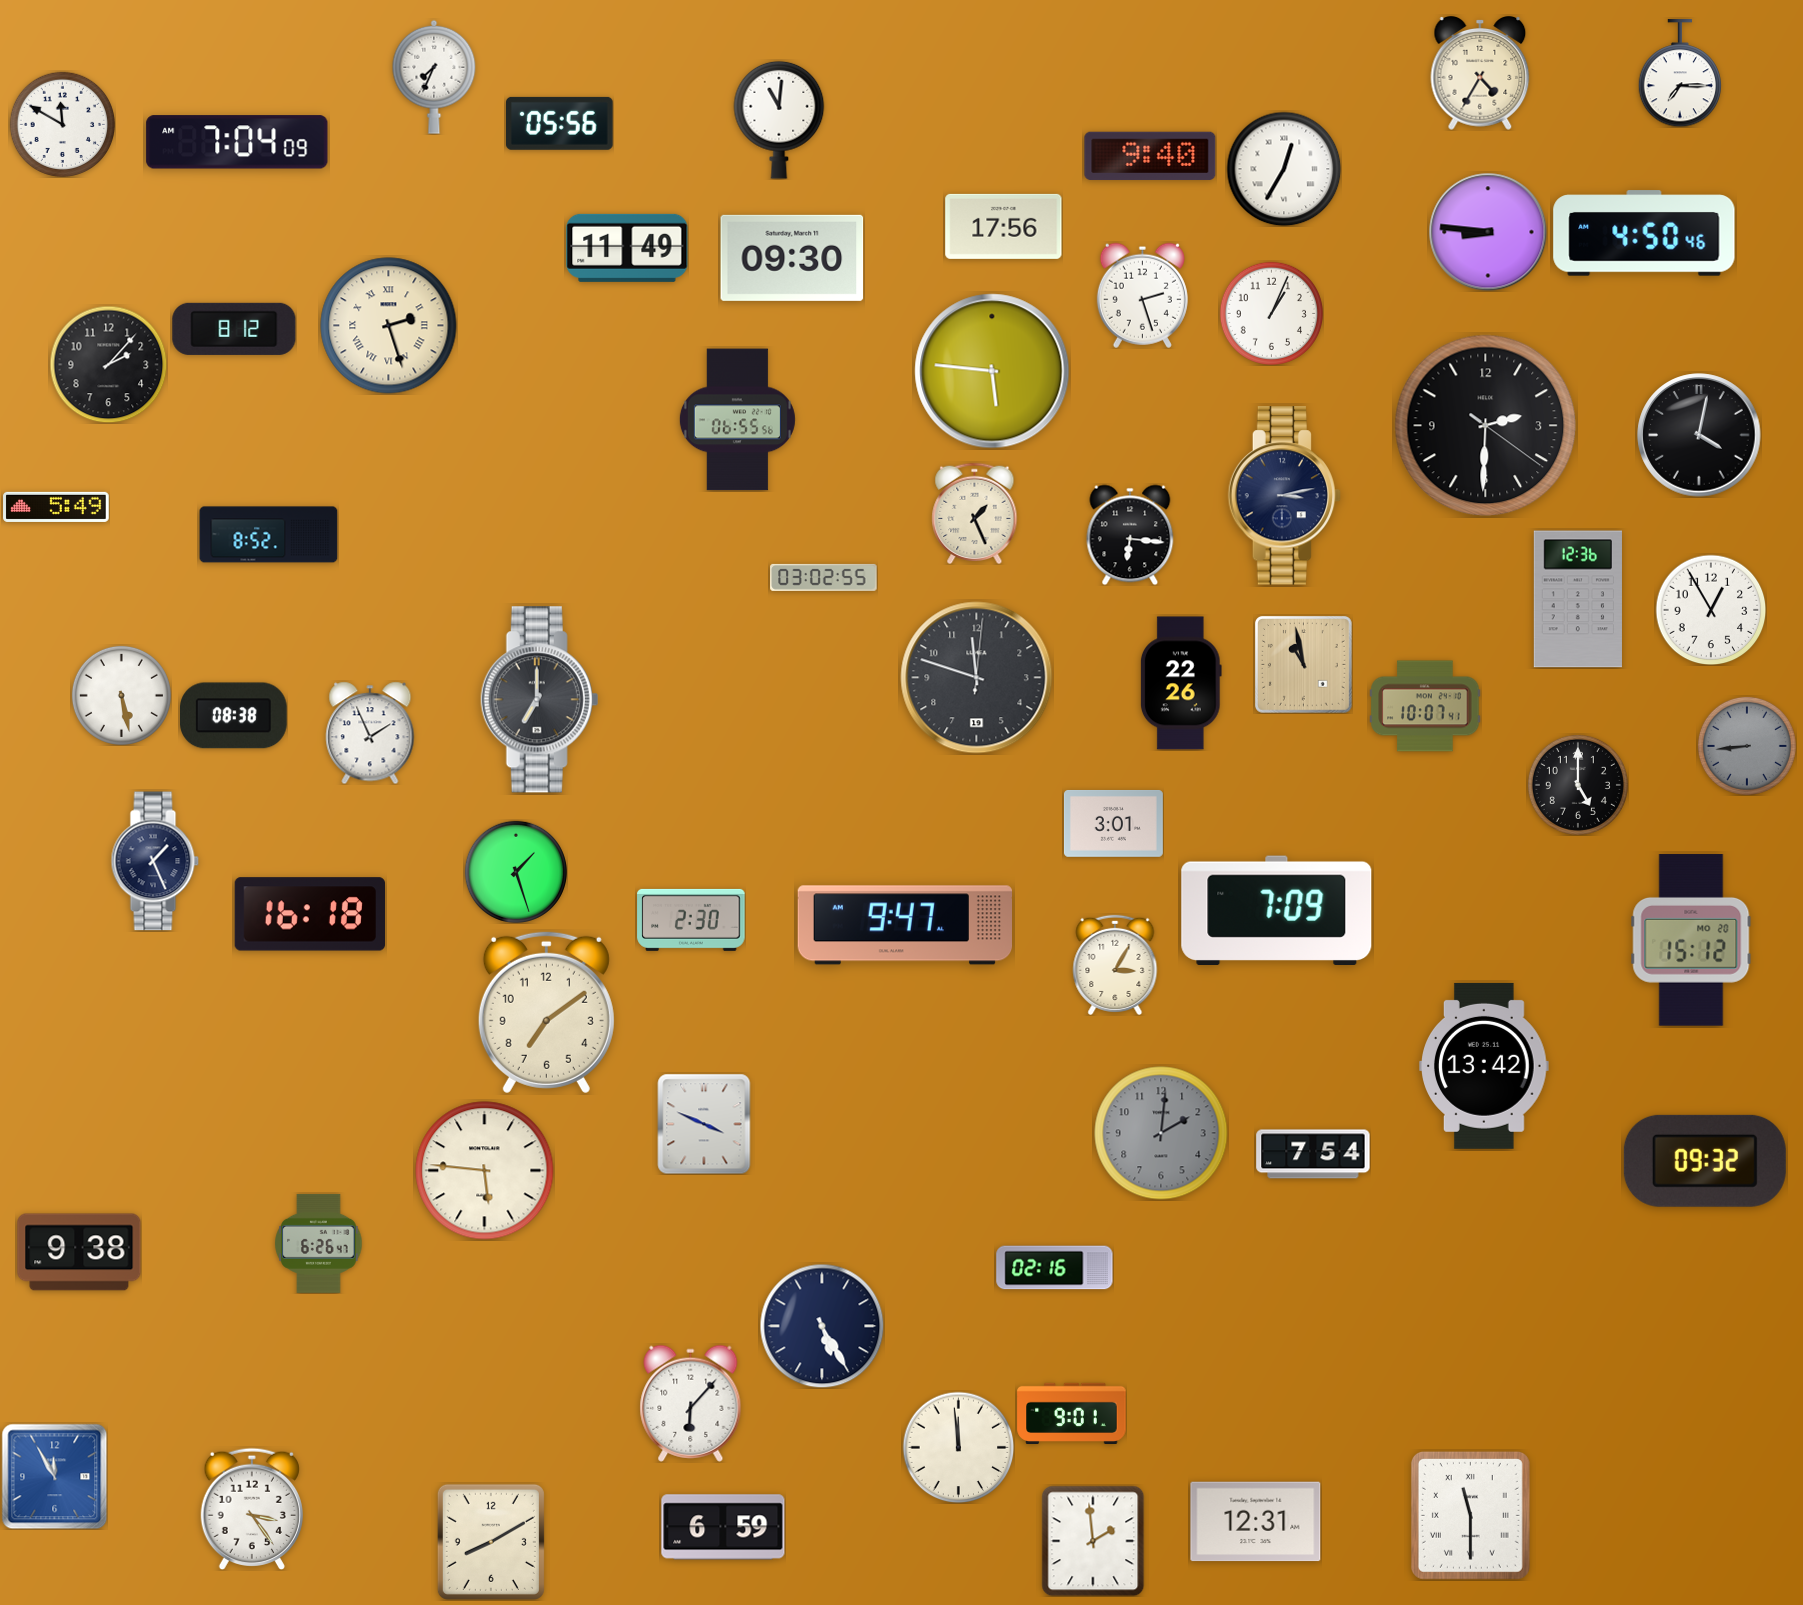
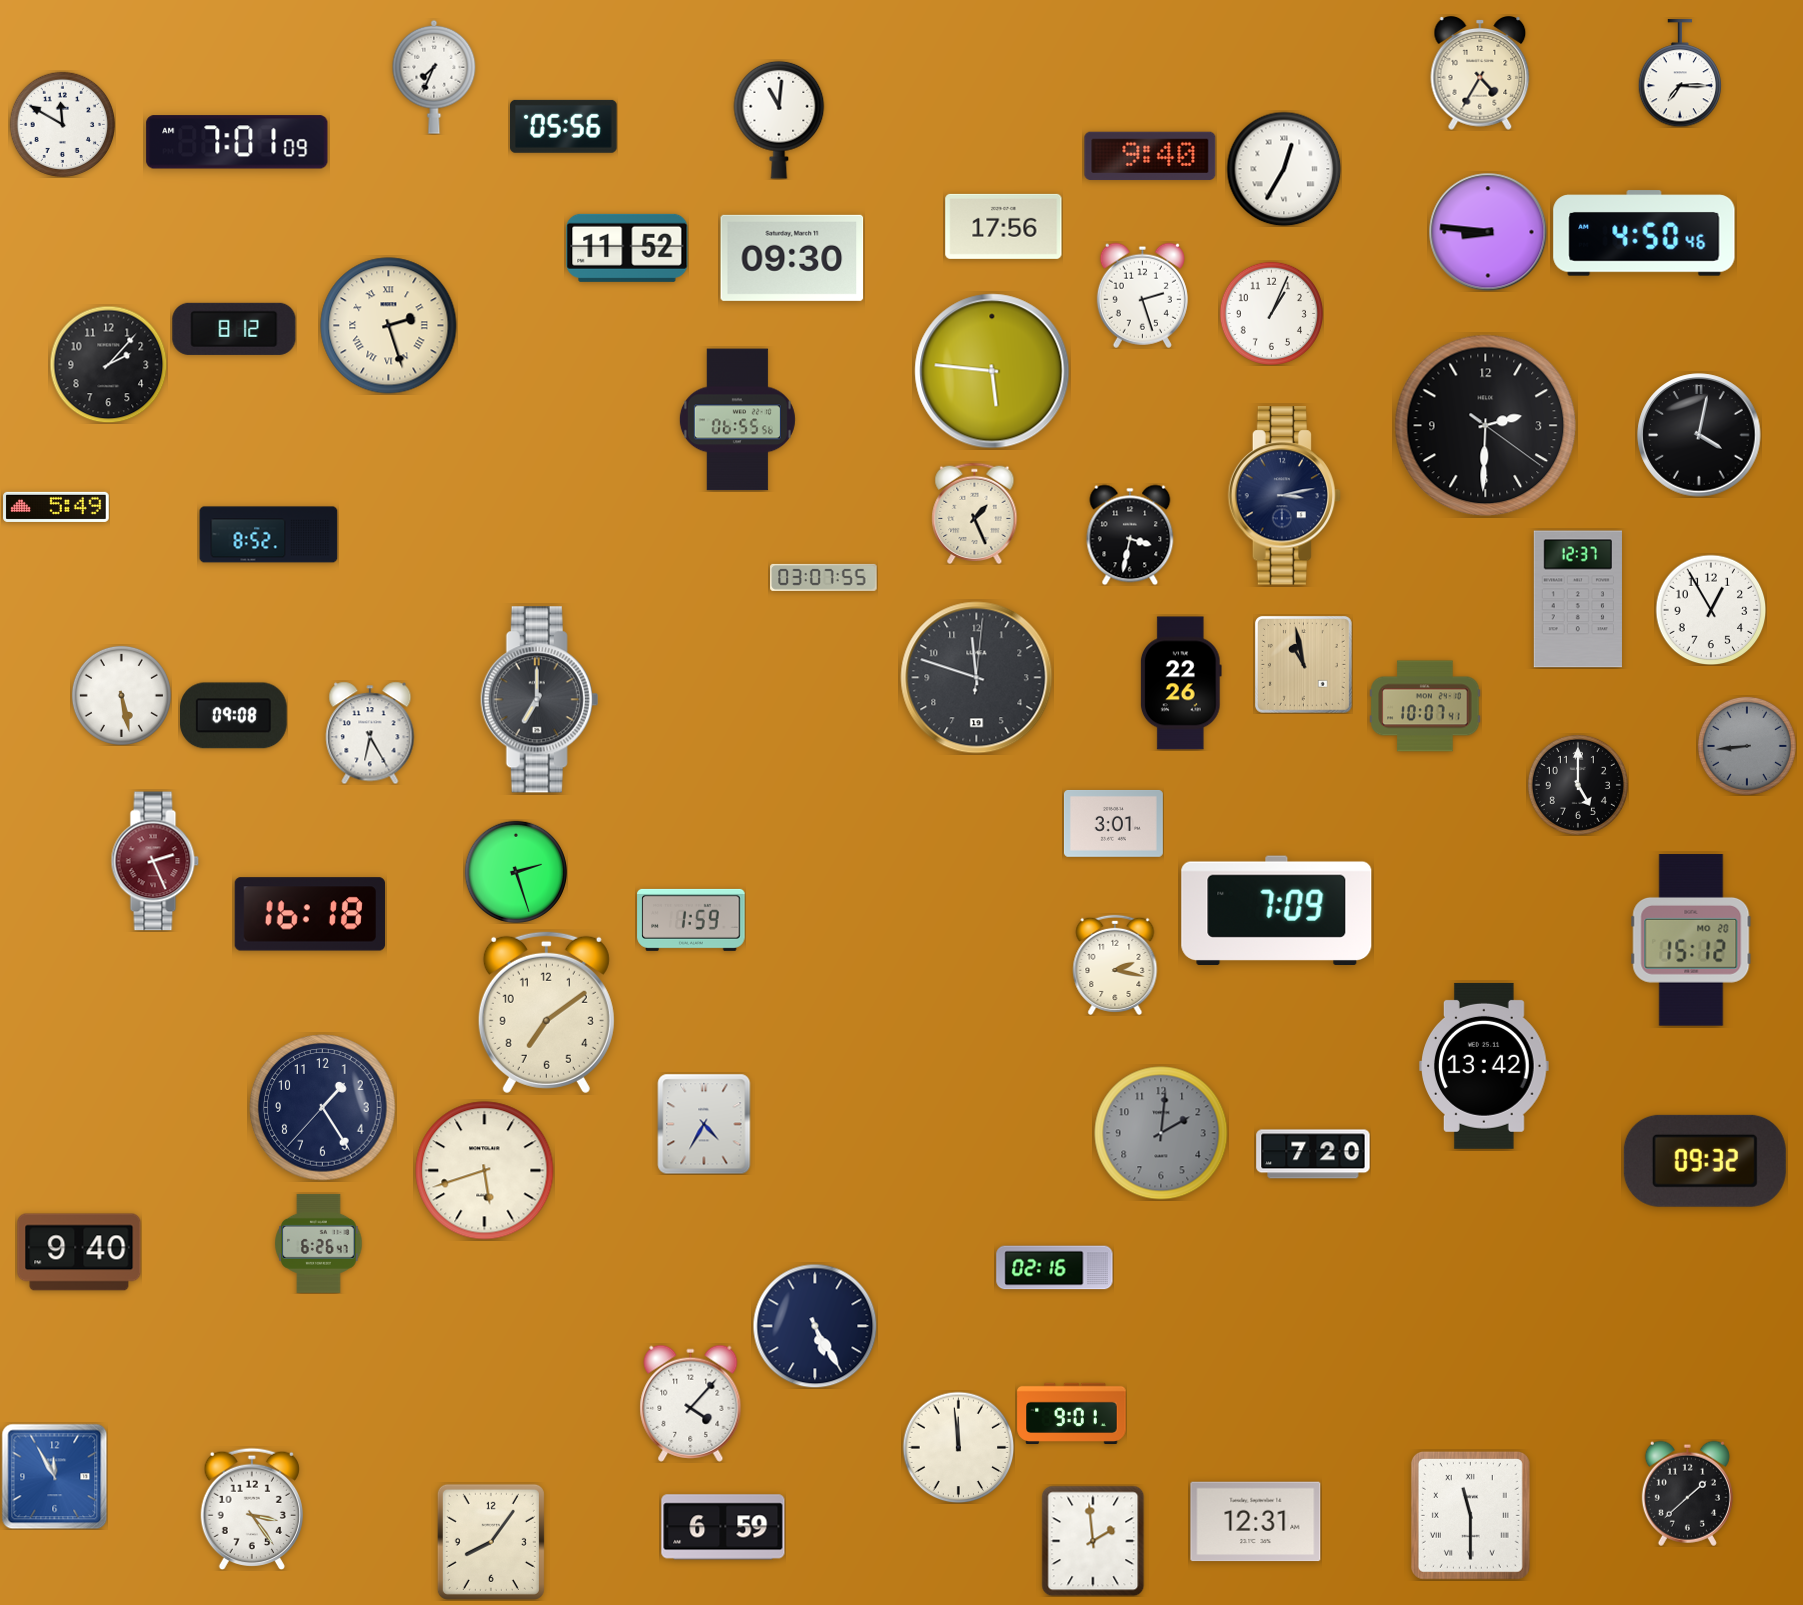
clock at (560, 123) position: (560, 123) -> (564, 126)
clock at (237, 142): 7:04 -> 7:01
clock at (627, 248): 11:49 -> 11:52
clock at (1130, 535): 6:16 -> 3:32
clock at (824, 577): 03:02 -> 03:07
clock at (1578, 599): 12:36 -> 12:37
clock at (234, 716): 08:38 -> 09:08
clock at (370, 733): 1:56 -> 6:25
clock at (155, 861): 1:26 -> 2:26
clock at (155, 861) dial: navy -> burgundy
clock at (516, 872): 1:27 -> 2:27
clock at (691, 920): 2:30 -> 1:59
clock at (904, 925): 9:47 -> none
clock at (1115, 965): 3:05 -> 2:17
clock at (323, 1108): none -> 1:24
clock at (704, 1124): 3:49 -> 4:35
clock at (1313, 1154): 7:54 -> 7:20
clock at (485, 1171): 5:46 -> 5:42
clock at (79, 1252): 9:38 -> 9:40
clock at (822, 1326) position: (822, 1326) -> (815, 1326)
clock at (691, 1403): 6:07 -> 4:07
clock at (1687, 1493): none -> 1:38
clock at (491, 1542): 8:10 -> 8:06
